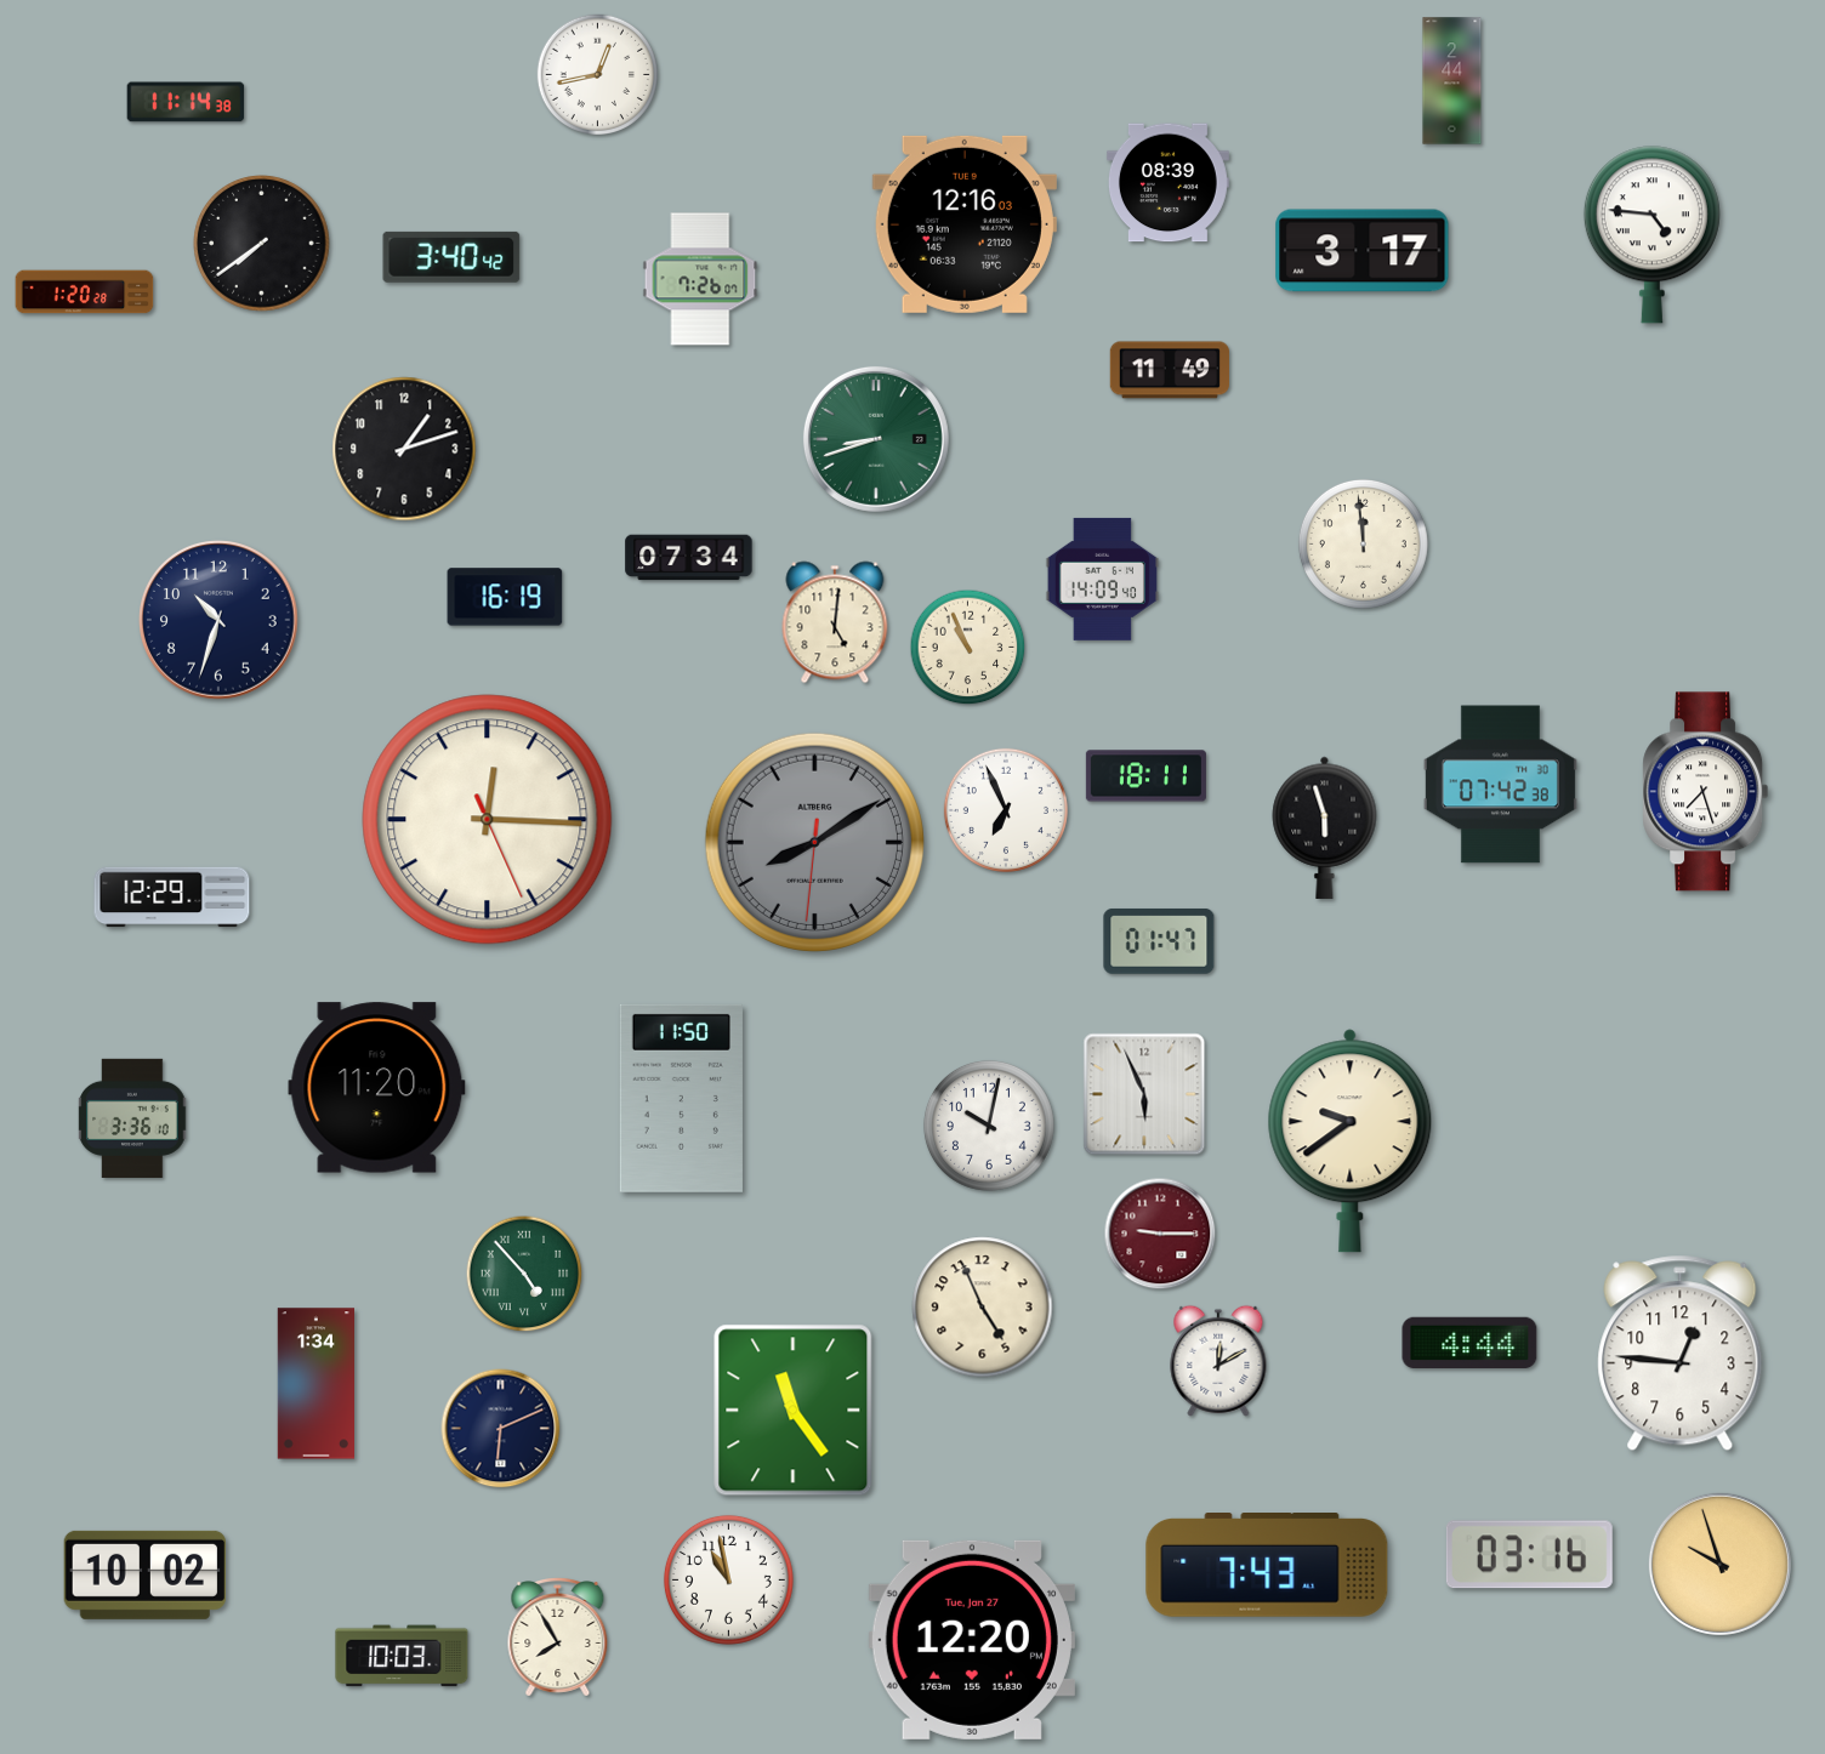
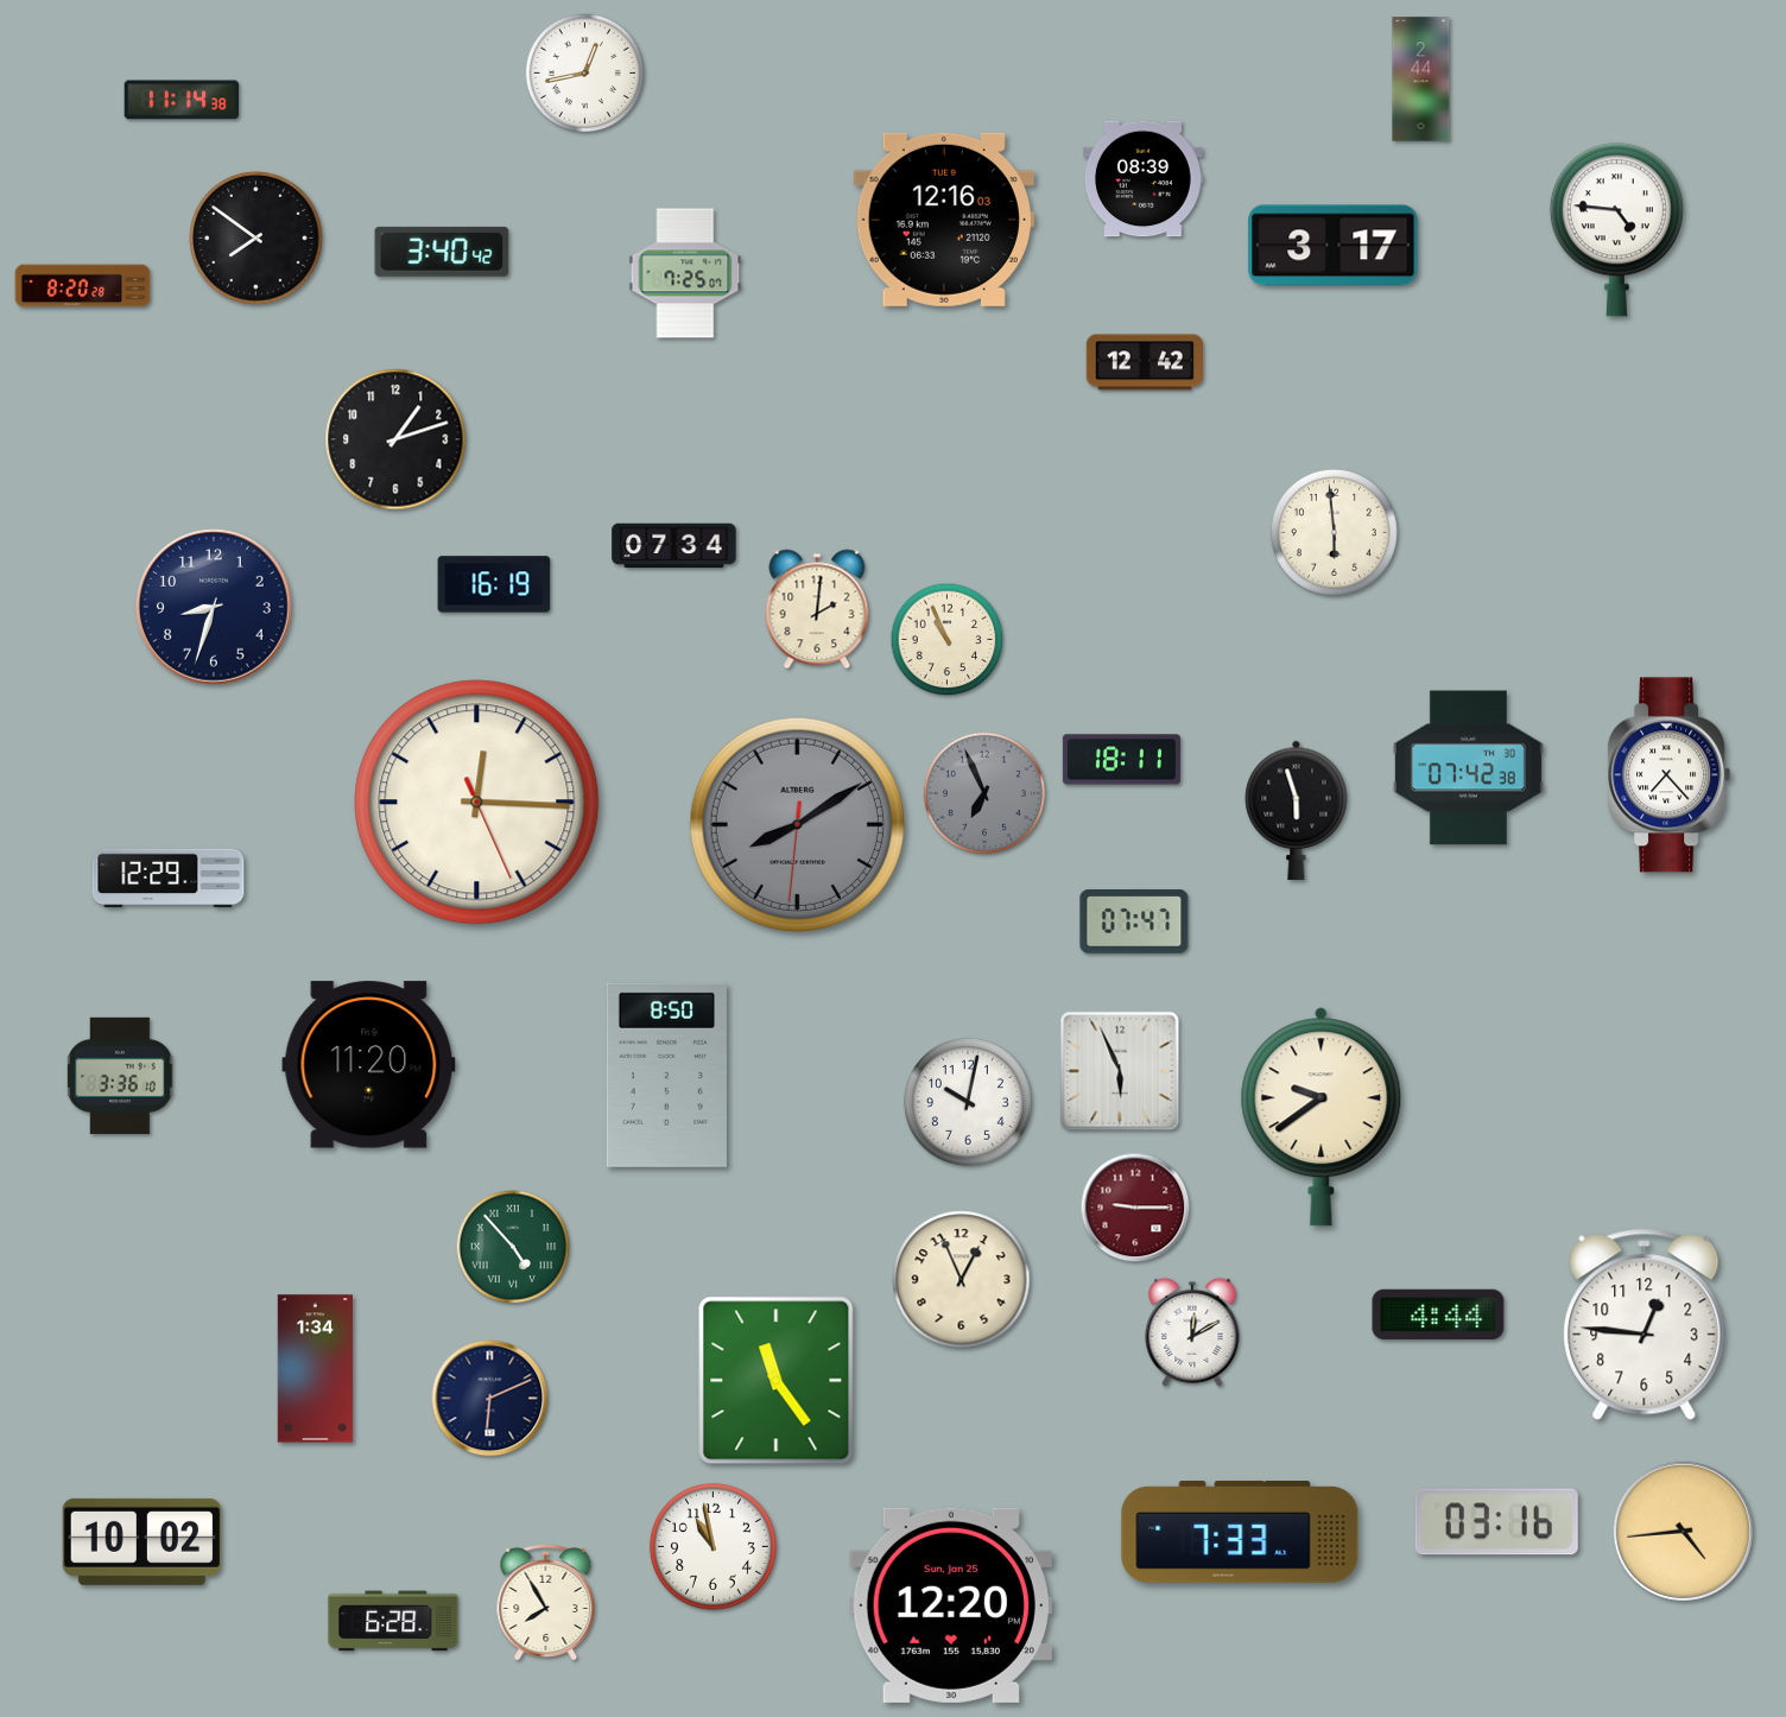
clock at (262, 244): 7:39 -> 7:51
clock at (700, 279): 7:26 -> 7:25
clock at (85, 292): 1:20 -> 8:20
clock at (1170, 370): 11:49 -> 12:42
clock at (876, 439): 8:42 -> none
clock at (1363, 543): 11:59 -> 5:59
clock at (1102, 579): 14:09 -> none
clock at (218, 620): 10:33 -> 8:33
clock at (835, 622): 5:01 -> 2:01
clock at (968, 648) position: (968, 648) -> (948, 640)
clock at (1706, 792): 7:27 -> 7:23
clock at (1006, 810) dial: white -> grey
clock at (1159, 941): 01:47 -> 07:47
clock at (681, 1098): 11:50 -> 8:50
clock at (132, 1118) position: (132, 1118) -> (120, 1076)
clock at (983, 1308): 4:56 -> 12:56
clock at (315, 1384) position: (315, 1384) -> (315, 1369)
clock at (1719, 1564): 9:57 -> 4:44
clock at (1267, 1566): 7:43 -> 7:33
clock at (972, 1640) date: Tue, Jan 27 -> Sun, Jan 25
clock at (402, 1656): 10:03 -> 6:28
